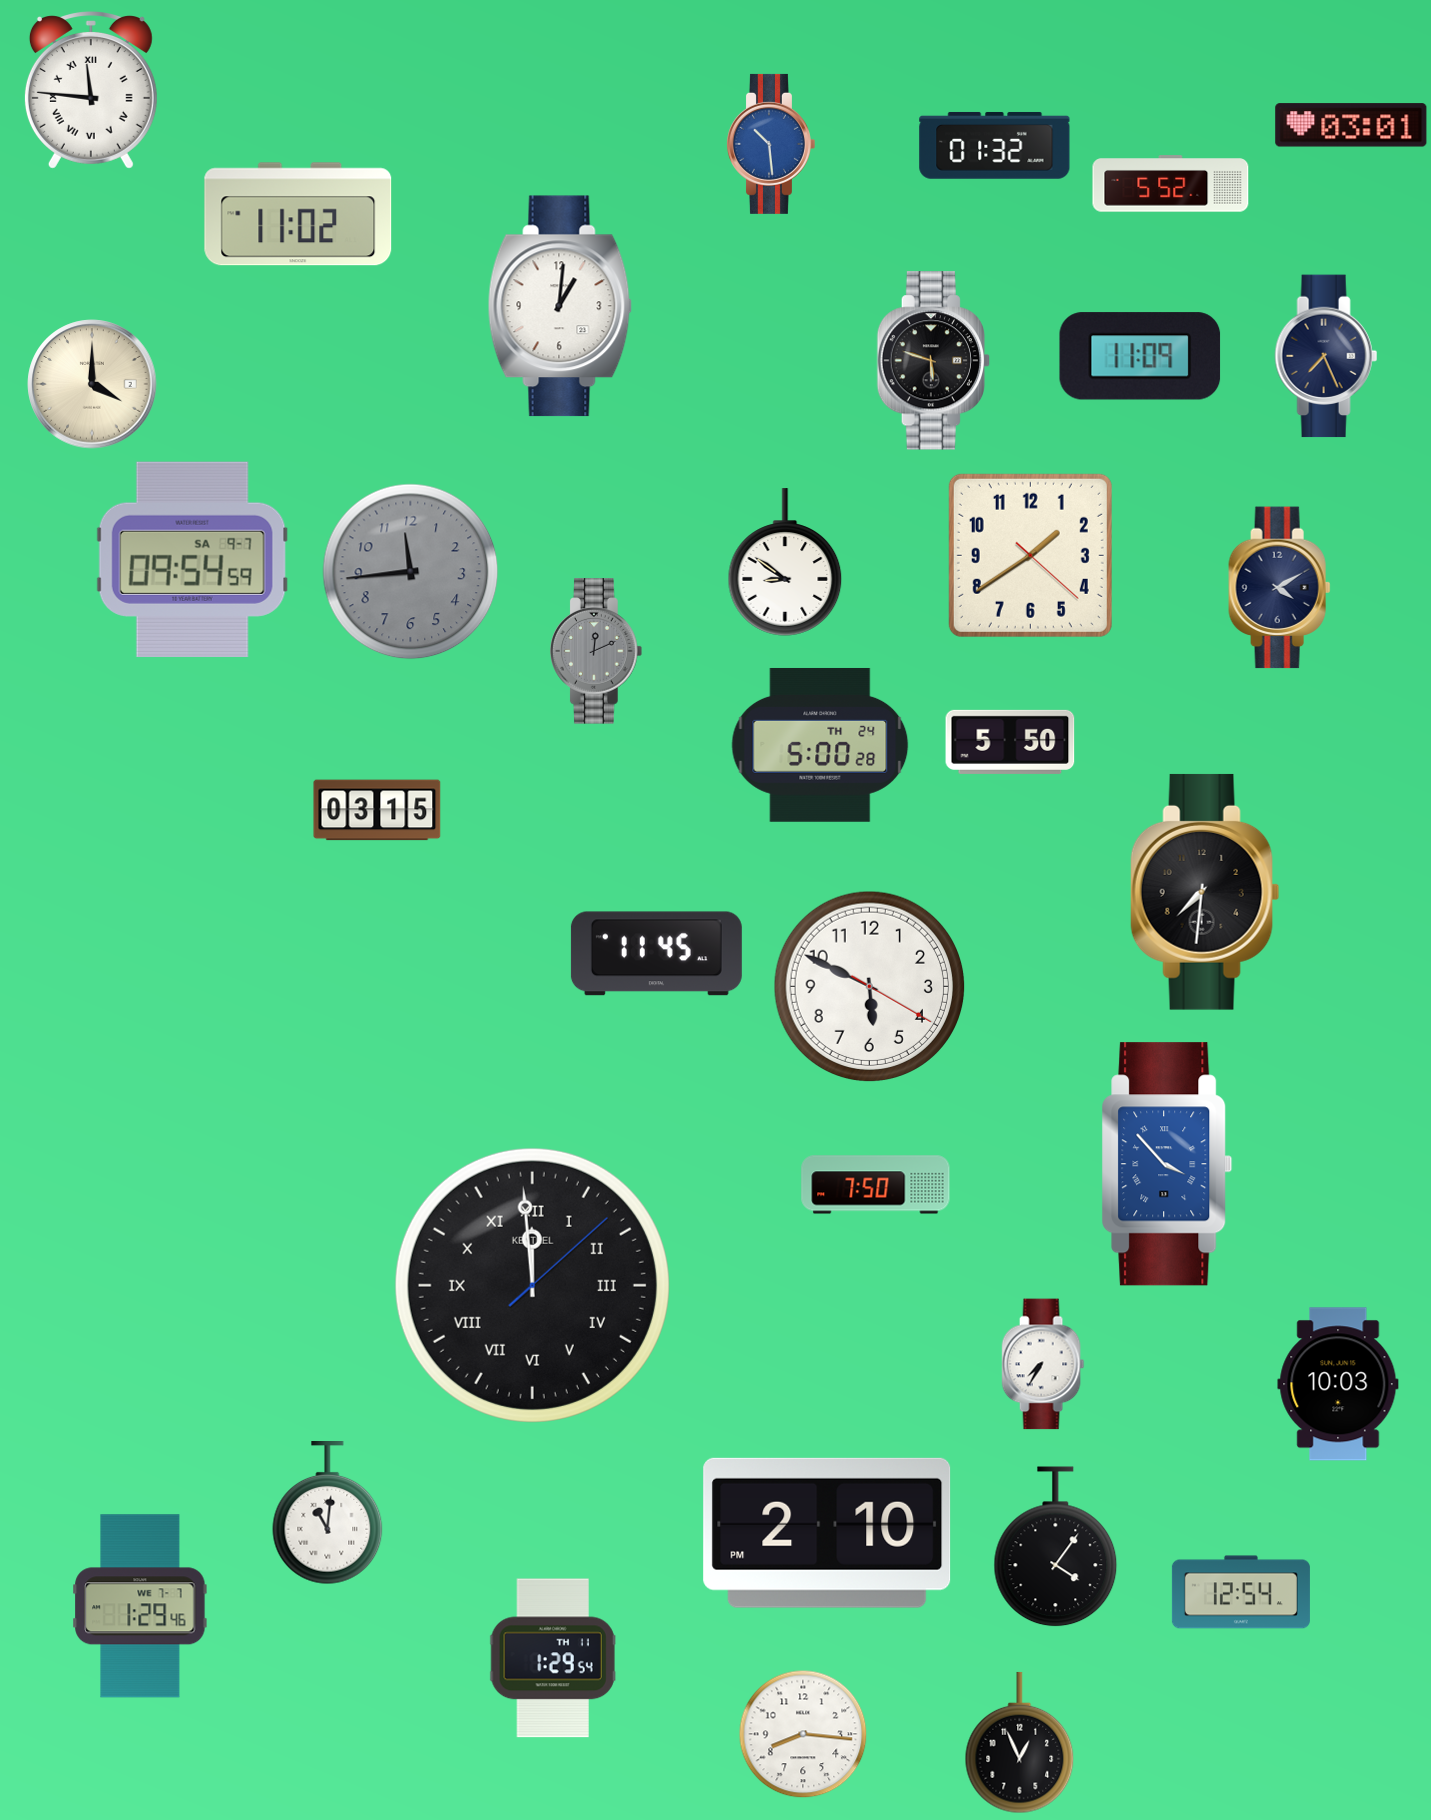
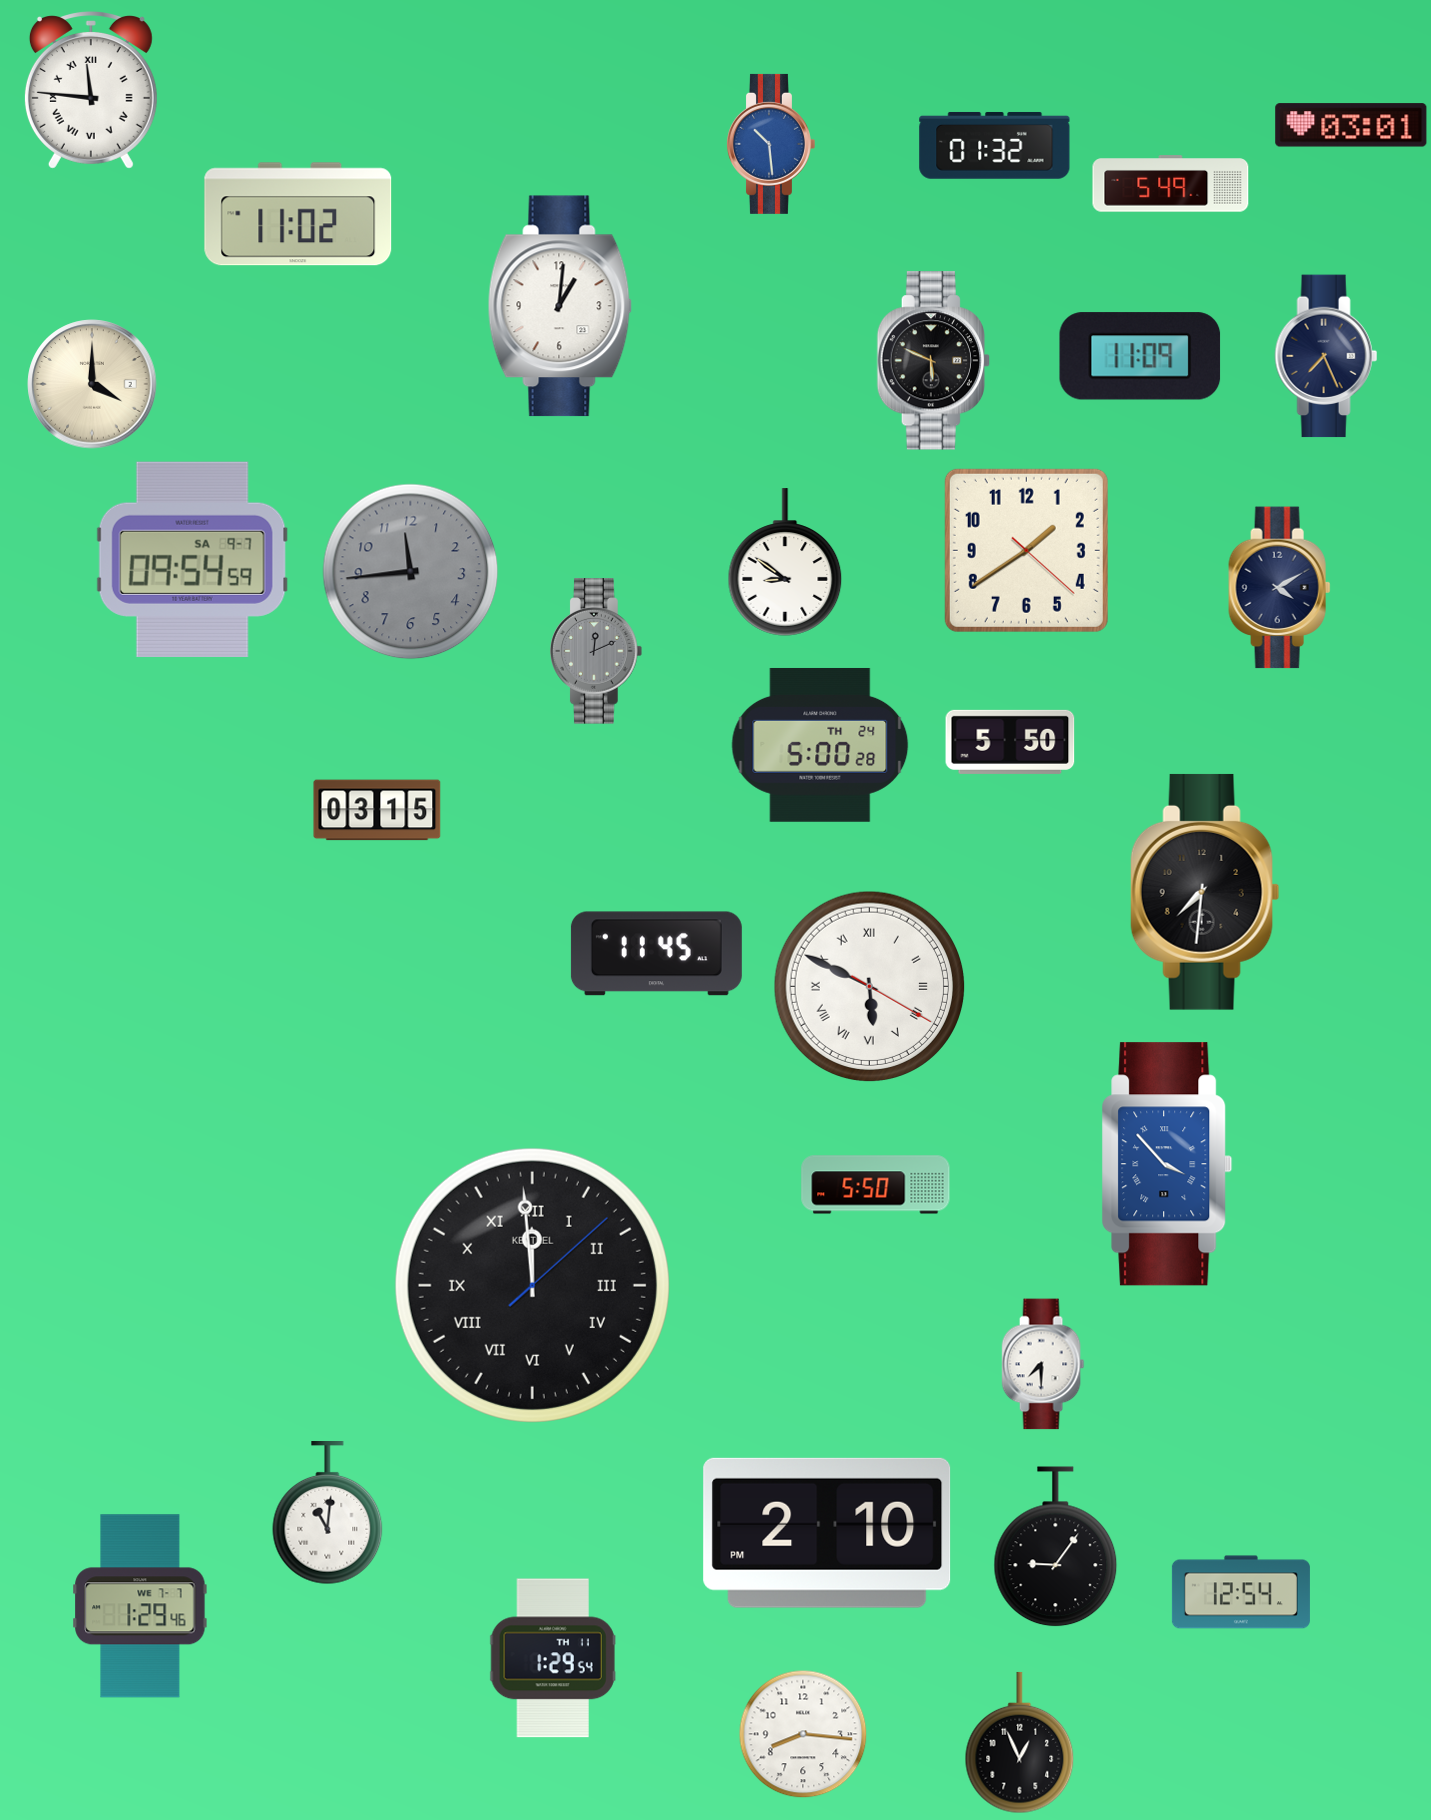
clock at (1171, 184): 5:52 -> 5:49
clock at (934, 361): 5:48 -> 5:49
clock at (1030, 555) position: (1030, 555) -> (1026, 550)
clock at (870, 987) numerals: Arabic -> Roman
clock at (876, 1185): 7:50 -> 5:50
clock at (1043, 1364): 7:35 -> 7:30
clock at (1338, 1384): 10:03 -> none
clock at (1056, 1547): 4:06 -> 9:06
